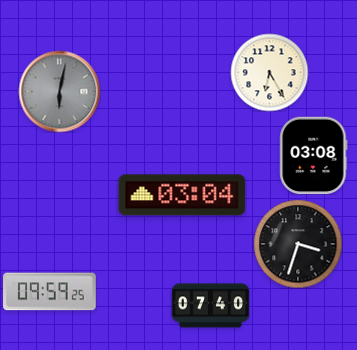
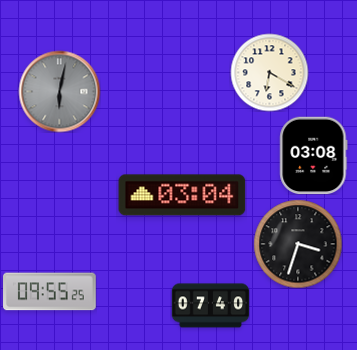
clock at (269, 72): 6:25 -> 6:20
clock at (50, 292): 09:59 -> 09:55
